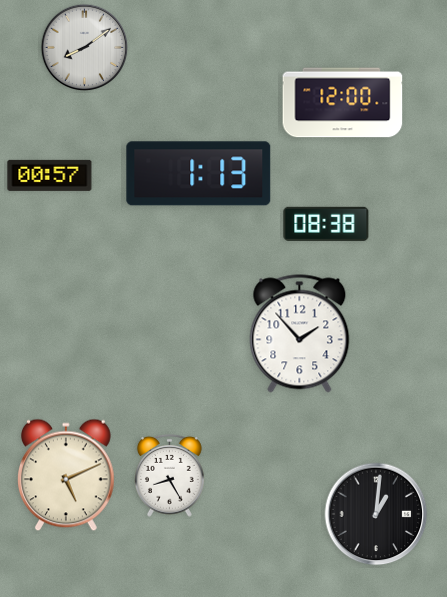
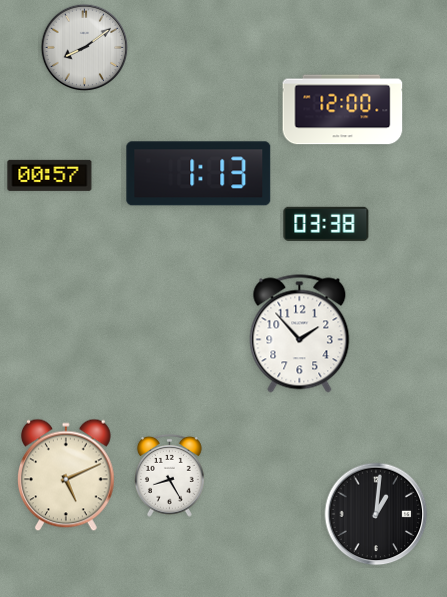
clock at (343, 103) position: (343, 103) -> (343, 110)
clock at (326, 224): 08:38 -> 03:38
